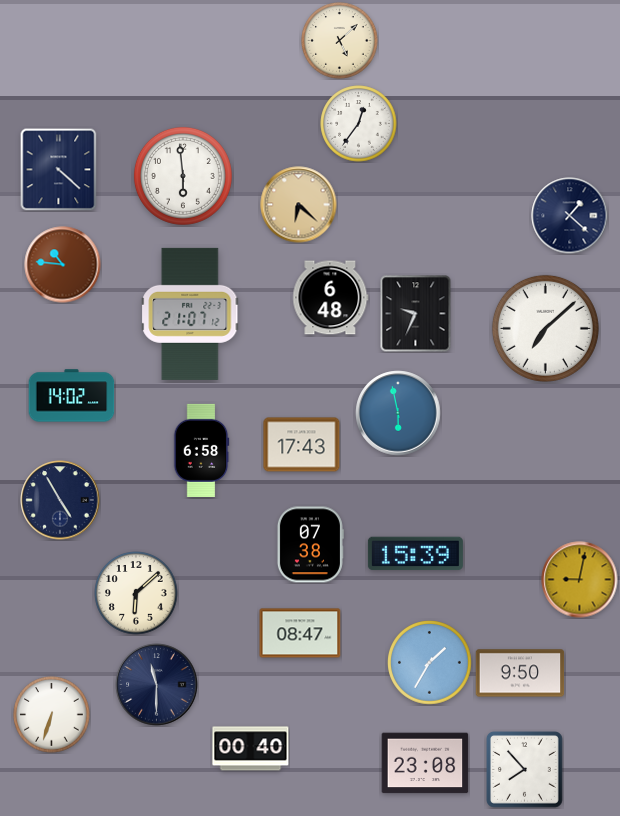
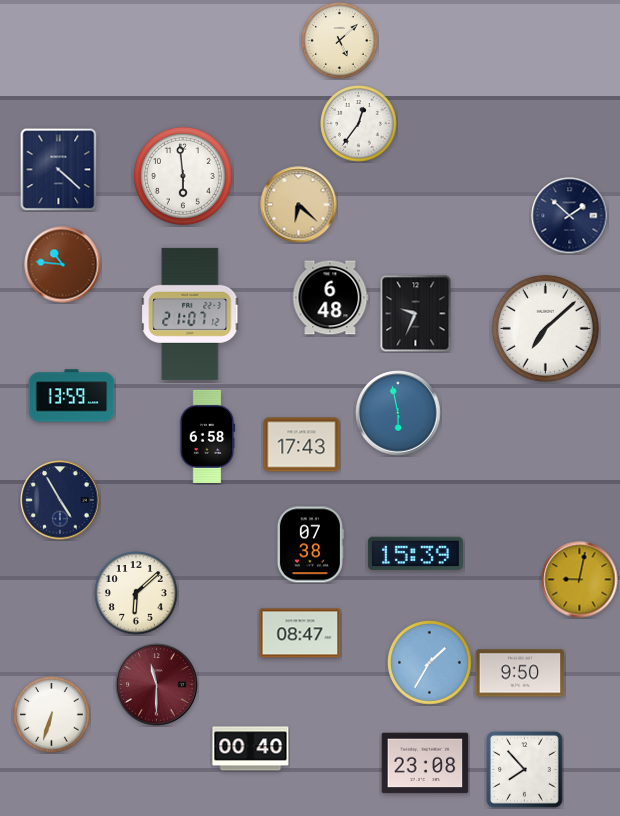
clock at (570, 216): 1:22 -> 1:52
clock at (72, 396): 14:02 -> 13:59
clock at (201, 450) position: (201, 450) -> (207, 436)
clock at (157, 685) dial: navy -> burgundy
